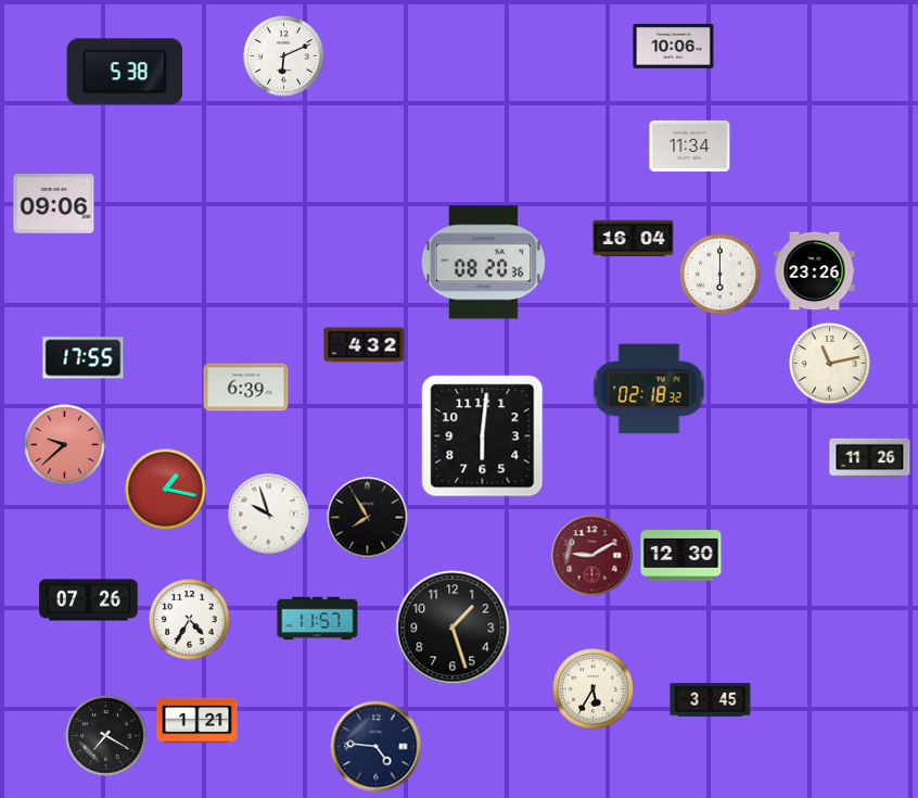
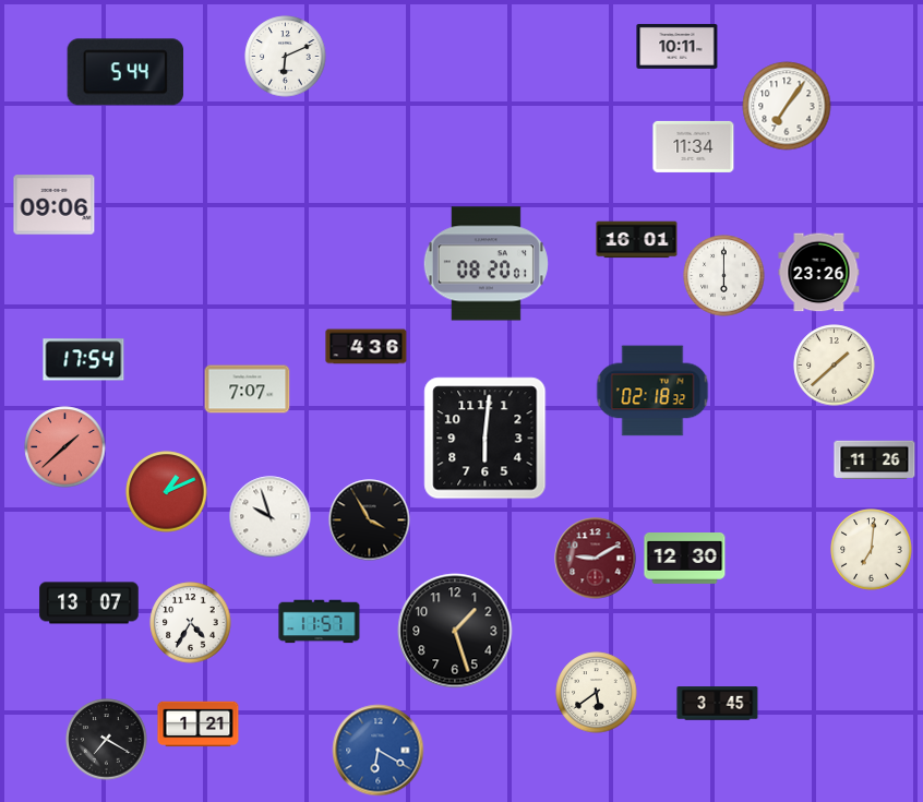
clock at (674, 46): 10:06 -> 10:11
clock at (125, 72): 5:38 -> 5:44
clock at (787, 106): none -> 7:06
clock at (634, 239): 16:04 -> 16:01
clock at (483, 263): 08:20:36 -> 08:20:01
clock at (365, 345): 4:32 -> 4:36
clock at (84, 358): 17:55 -> 17:54
clock at (830, 364): 11:13 -> 1:38
clock at (246, 388): 6:39 -> 7:07
clock at (65, 445): 9:38 -> 1:38
clock at (166, 490): 1:17 -> 1:11
clock at (368, 518): 7:55 -> 3:55
clock at (872, 550): none -> 7:01
clock at (89, 600): 07:26 -> 13:07
clock at (594, 689): 5:35 -> 5:39
clock at (711, 700) position: (711, 700) -> (718, 704)
clock at (377, 747): 4:46 -> 6:20
clock at (377, 747) dial: navy -> blue
